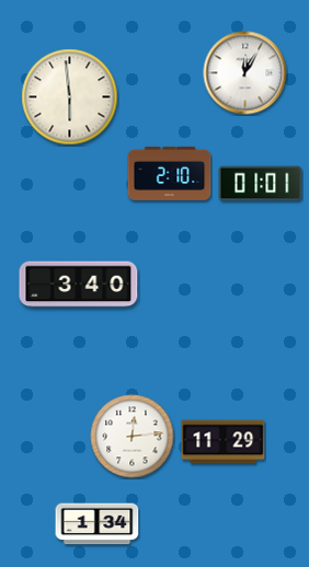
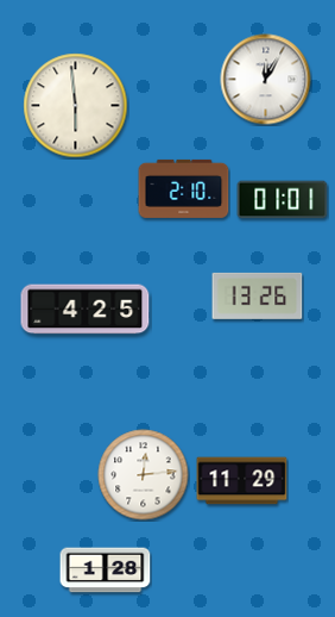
clock at (258, 295): none -> 13:26
clock at (79, 285): 3:40 -> 4:25
clock at (98, 524): 1:34 -> 1:28
